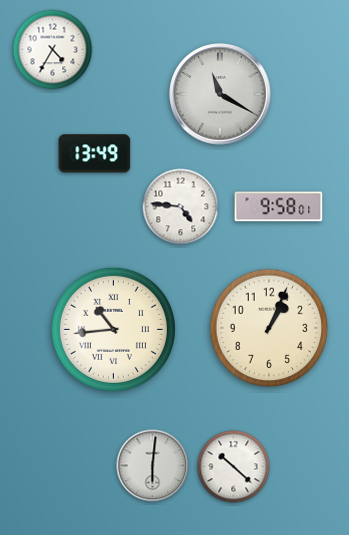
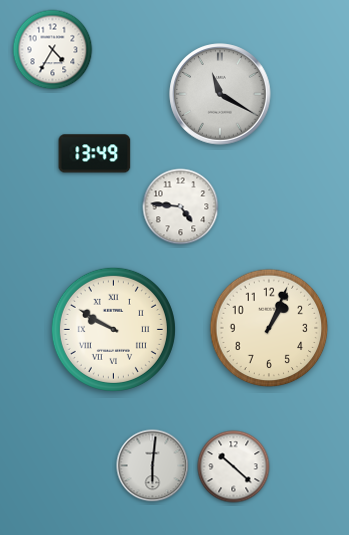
clock at (279, 207): 9:58 -> none
clock at (113, 329): 10:44 -> 9:50
